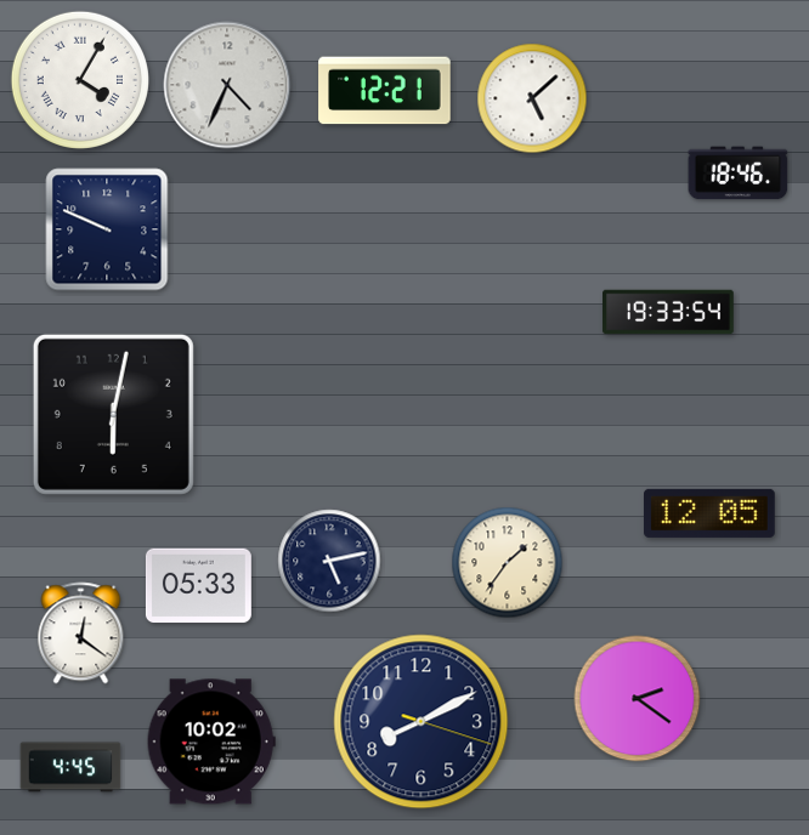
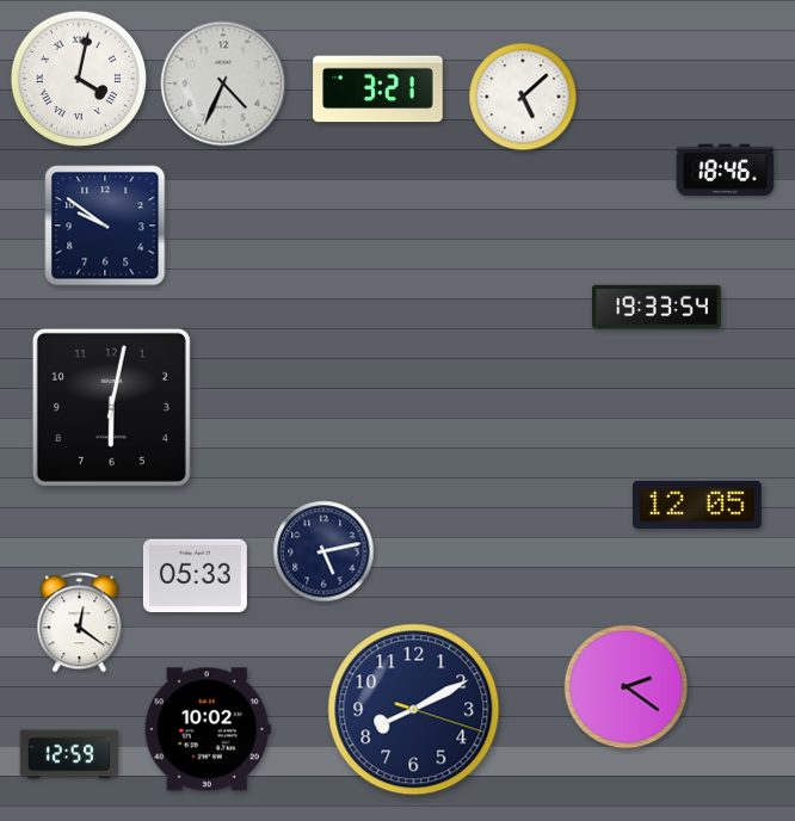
clock at (80, 80): 4:05 -> 4:02
clock at (385, 91): 12:21 -> 3:21
clock at (107, 229): 9:49 -> 9:51
clock at (508, 563): 1:36 -> none
clock at (70, 767): 4:45 -> 12:59
